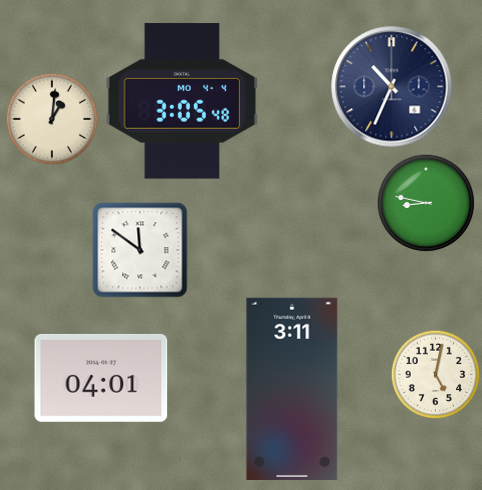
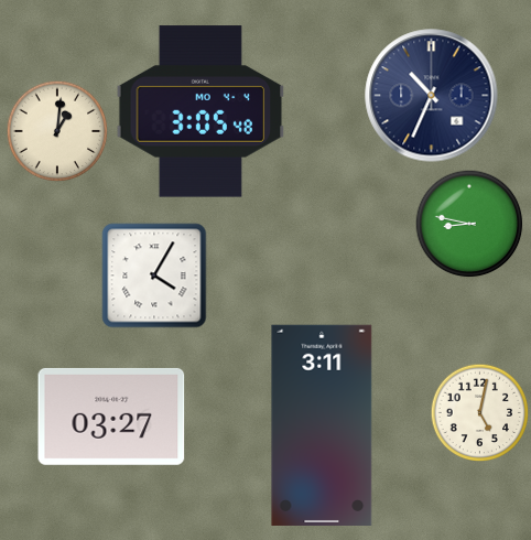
clock at (140, 250): 11:51 -> 4:05
clock at (101, 378): 04:01 -> 03:27
clock at (292, 389) position: (292, 389) -> (322, 425)
